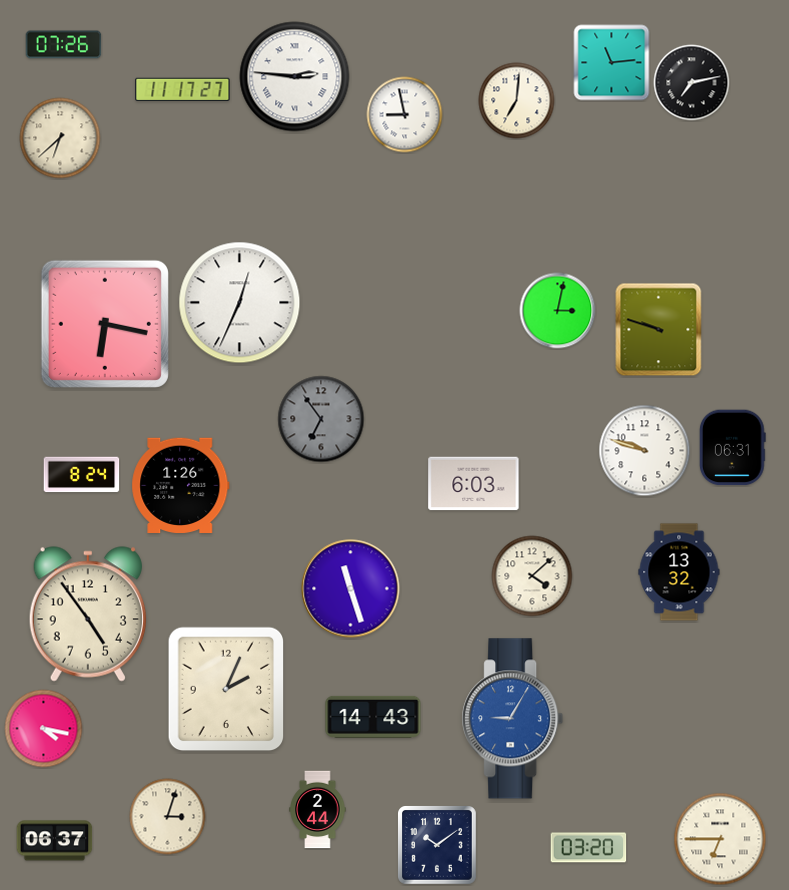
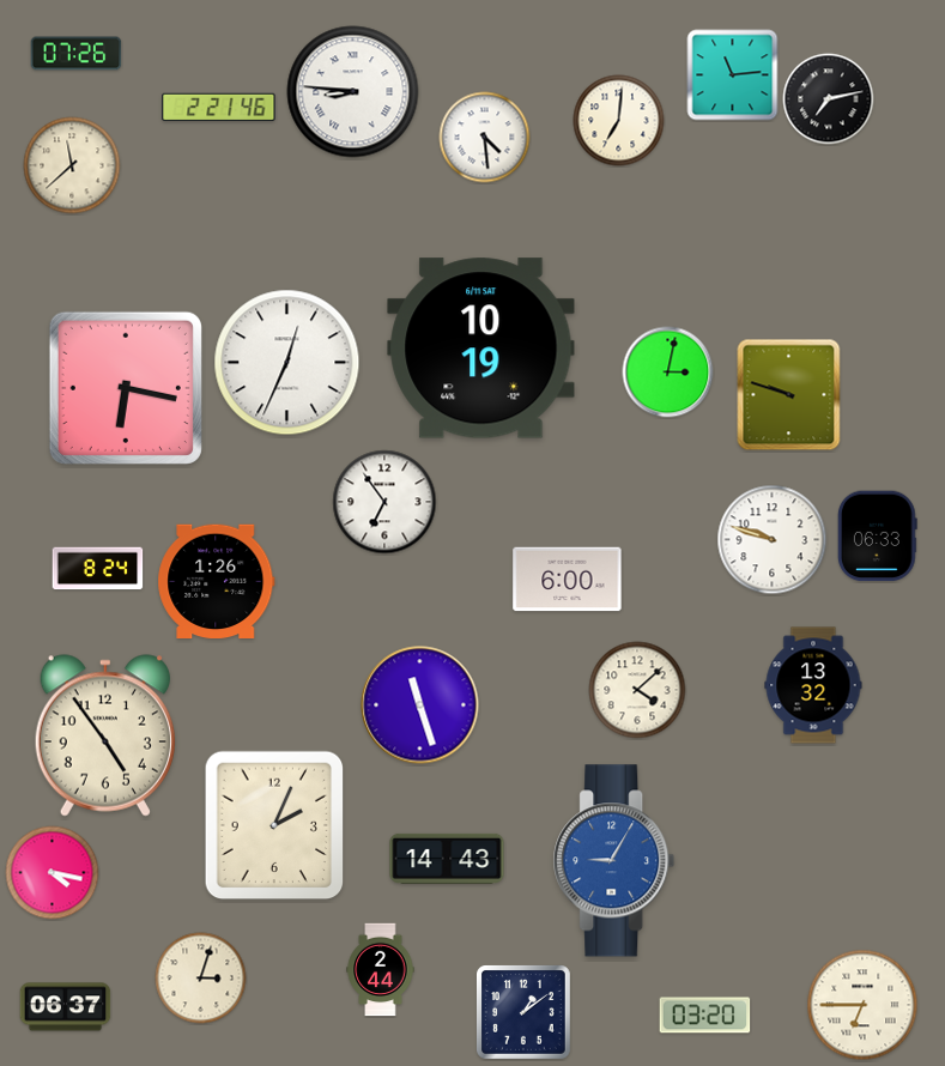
clock at (295, 77): 2:46 -> 8:46
clock at (183, 89): 11:17 -> 2:21
clock at (405, 115): 8:58 -> 4:29
clock at (60, 138): 6:38 -> 11:38
clock at (481, 349): none -> 10:19
clock at (321, 419) dial: grey -> white
clock at (732, 448): 06:31 -> 06:33
clock at (474, 484): 6:03 -> 6:00
clock at (226, 689) position: (226, 689) -> (274, 825)
clock at (438, 846): 10:09 -> 1:09
